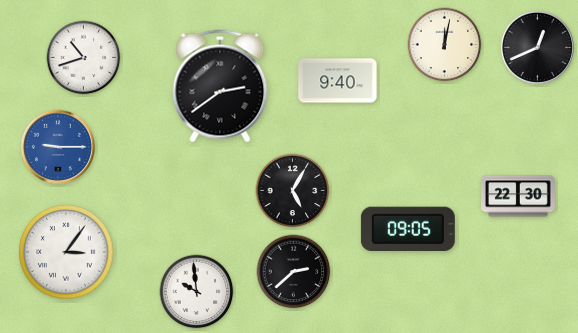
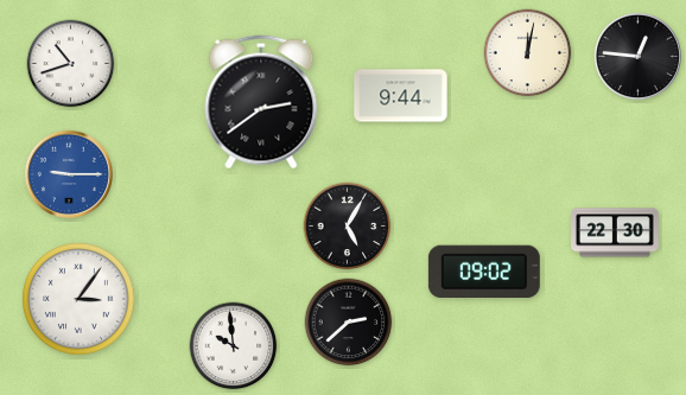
clock at (537, 47): 12:41 -> 12:46
clock at (84, 58) position: (84, 58) -> (71, 64)
clock at (338, 81): 9:40 -> 9:44
clock at (408, 228): 09:05 -> 09:02
